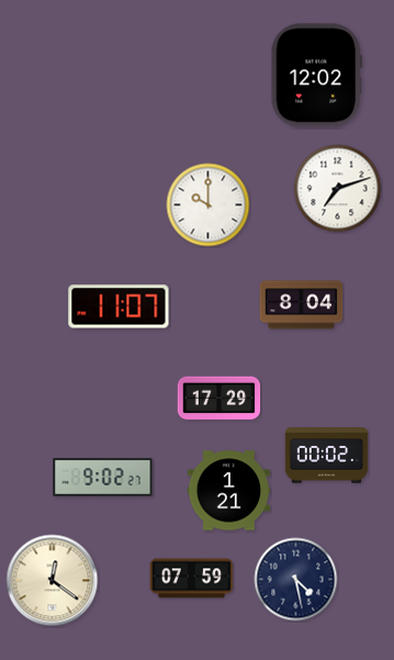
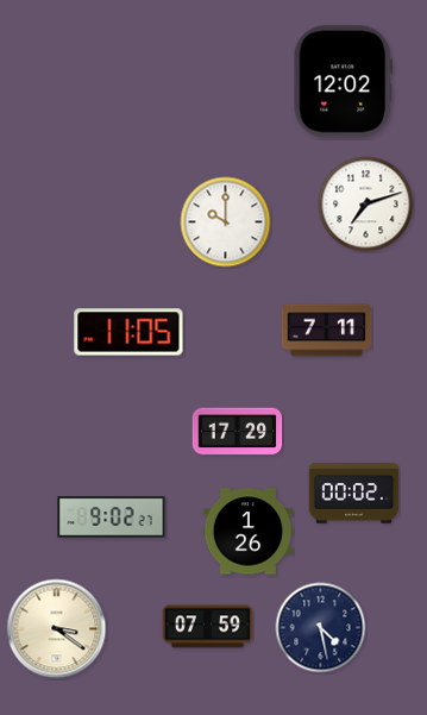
clock at (302, 305): 8:04 -> 7:11
clock at (119, 306): 11:07 -> 11:05
clock at (229, 491): 1:21 -> 1:26
clock at (53, 581): 12:21 -> 3:21
